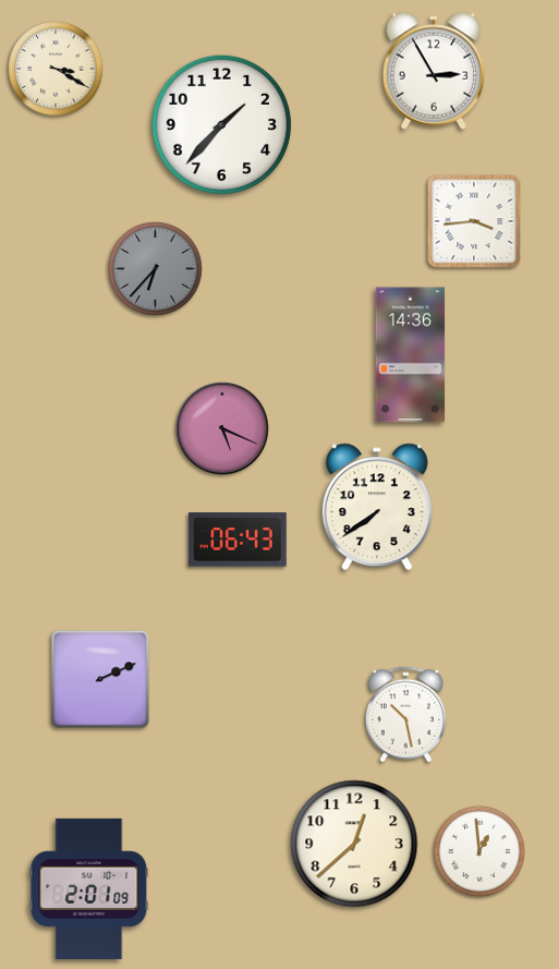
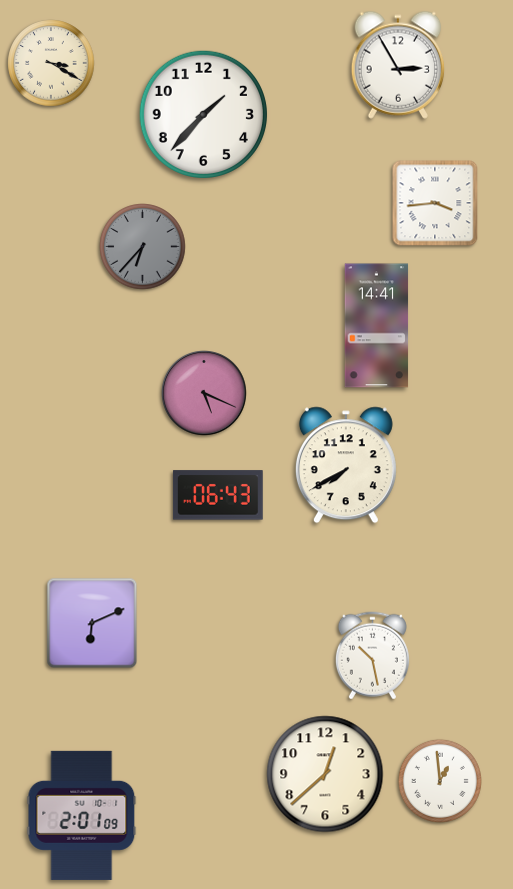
clock at (411, 355): 14:36 -> 14:41
clock at (377, 507): 7:39 -> 7:40
clock at (100, 679): 2:11 -> 6:11
